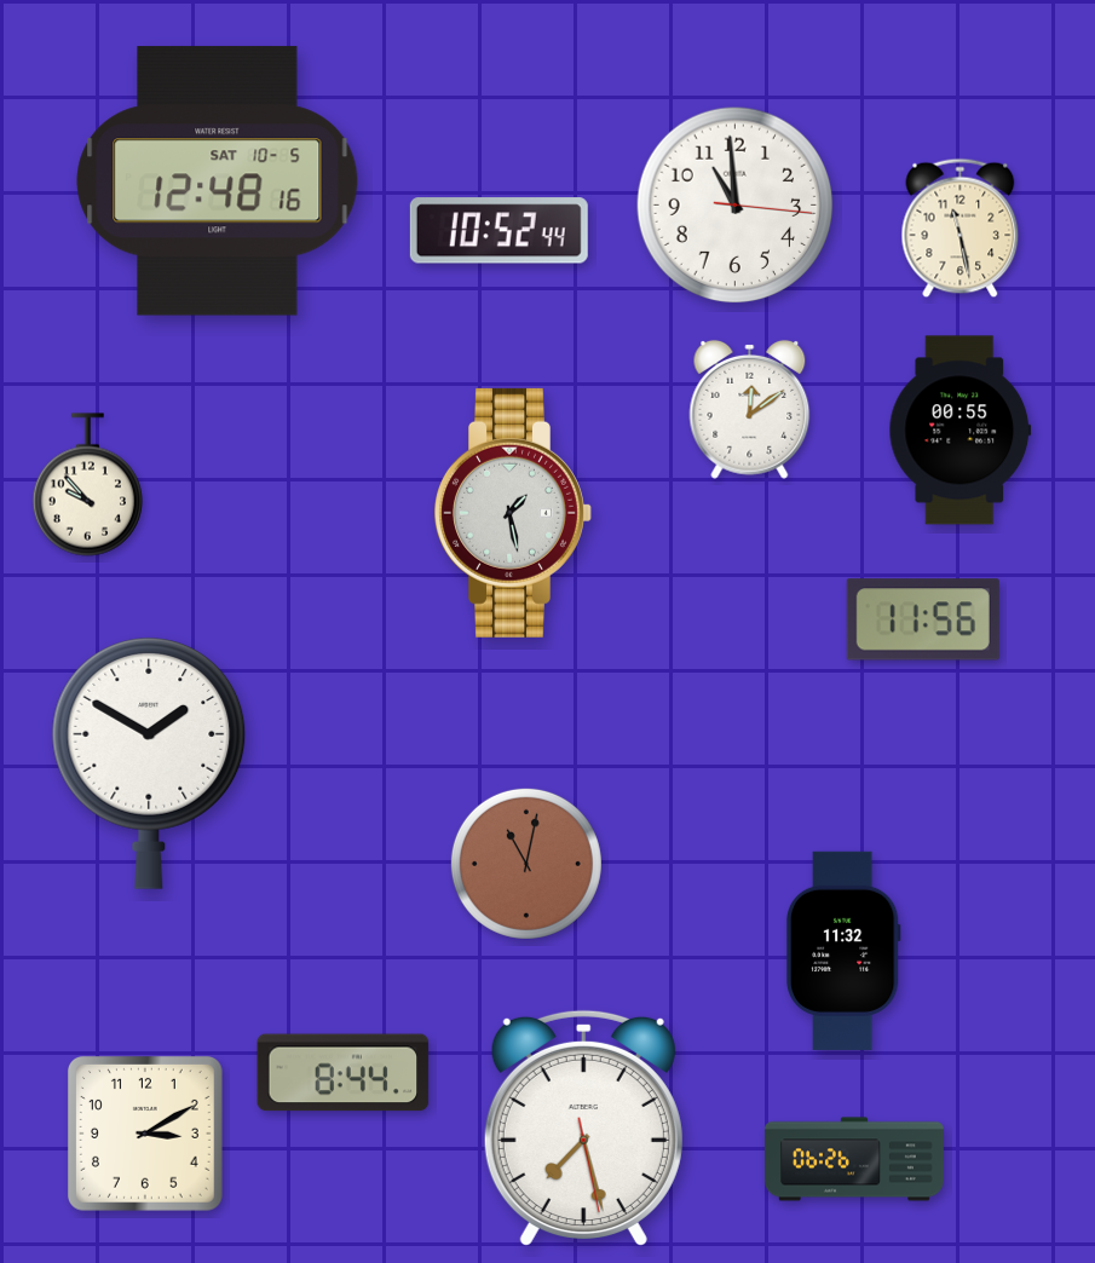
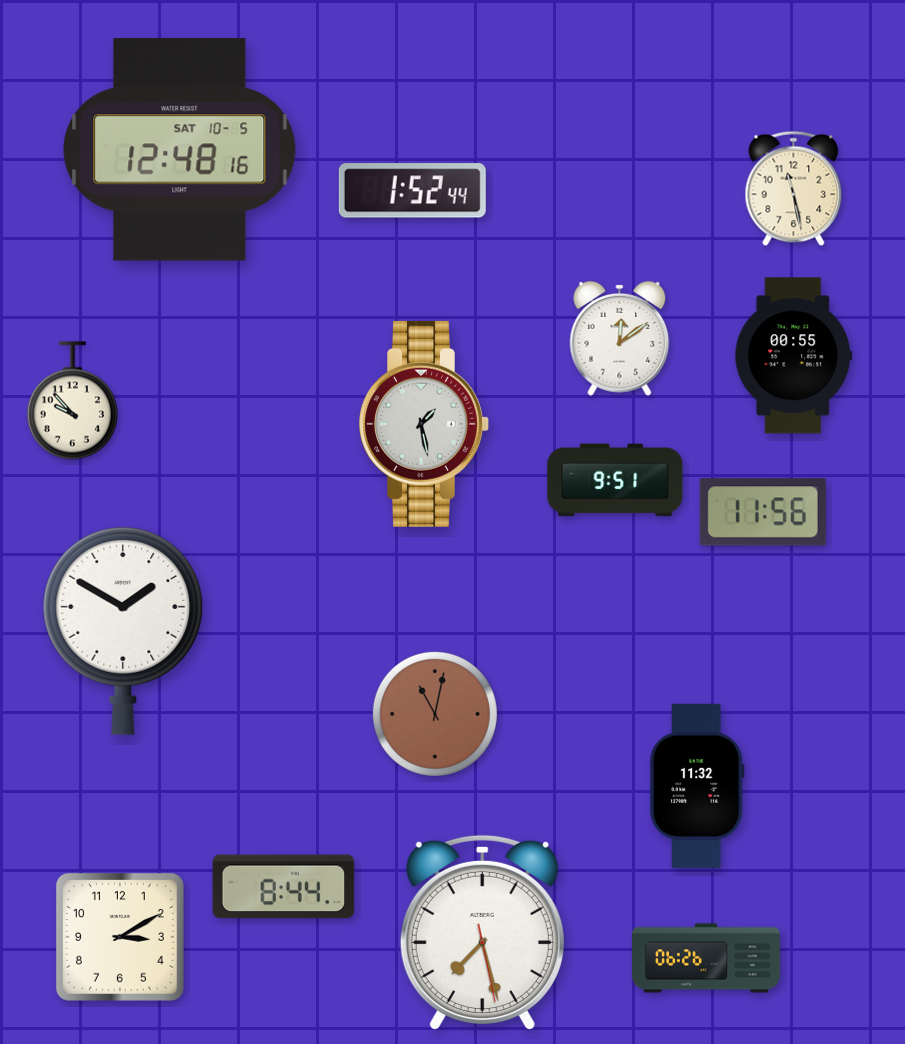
clock at (736, 206): 10:59 -> none
clock at (498, 231): 10:52 -> 1:52
clock at (615, 480): none -> 9:51
